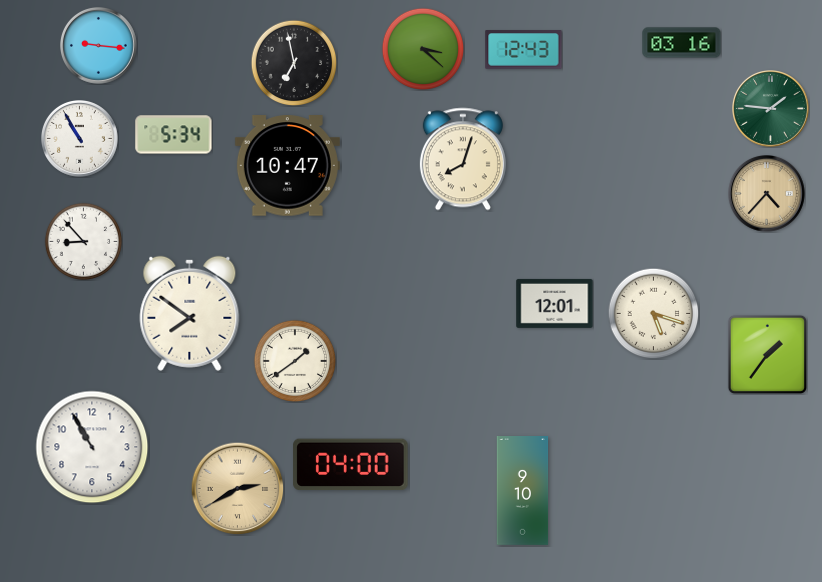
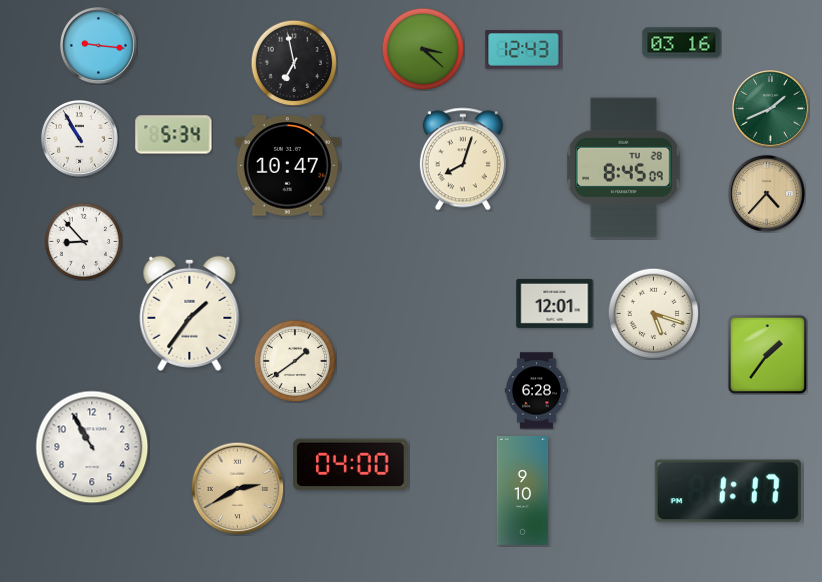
clock at (771, 109): 1:46 -> 1:41
clock at (623, 168): none -> 8:45
clock at (190, 313): 7:51 -> 1:36
clock at (536, 391): none -> 6:28
clock at (728, 491): none -> 1:17
